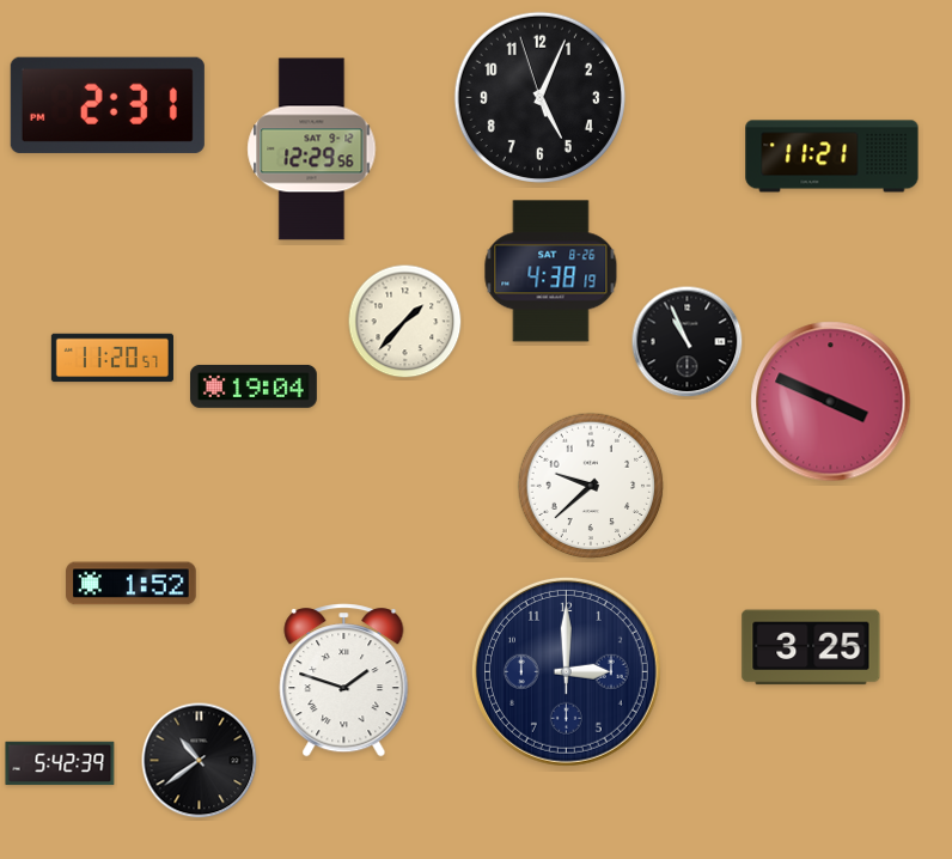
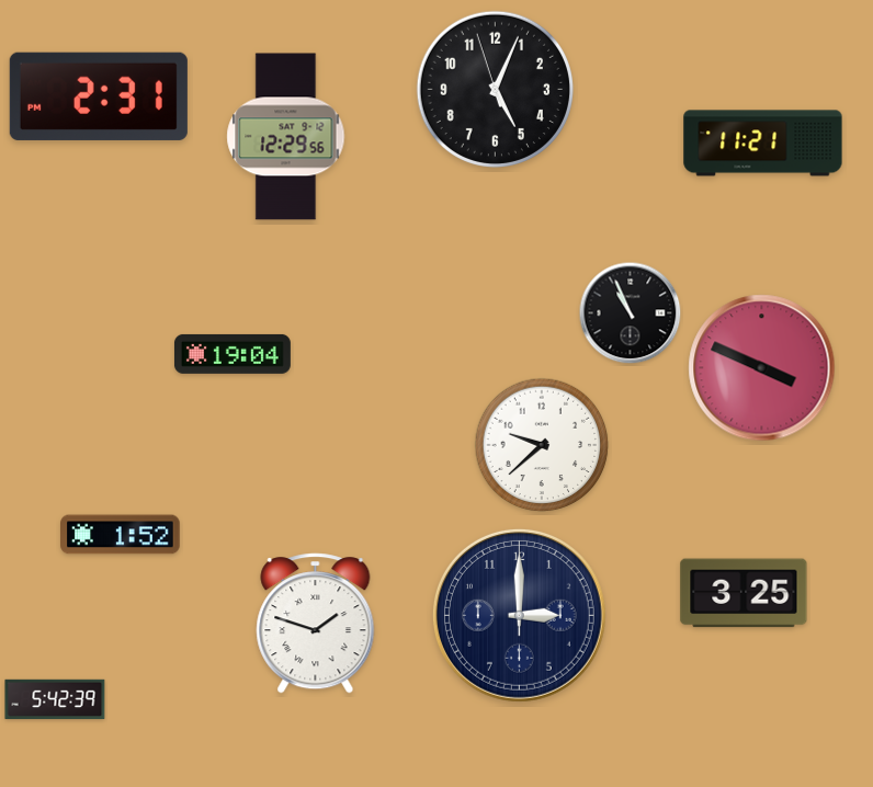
clock at (551, 272): 4:38 -> none
clock at (405, 322): 1:37 -> none
clock at (112, 358): 11:20 -> none
clock at (200, 761): 10:39 -> none
